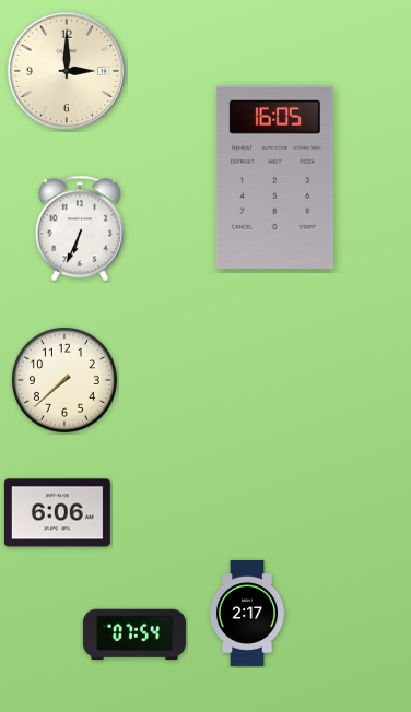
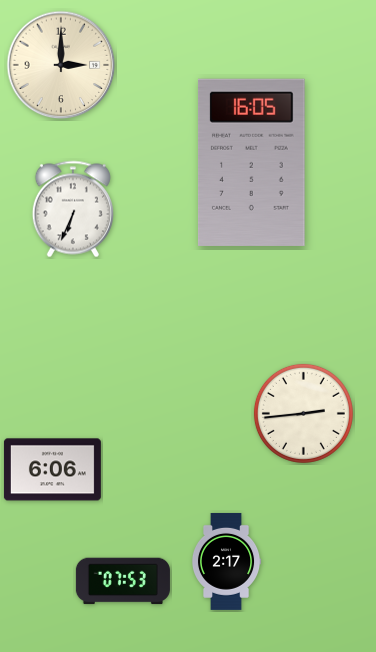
clock at (64, 380): 7:38 -> none
clock at (303, 413): none -> 2:44
clock at (134, 634): 07:54 -> 07:53
